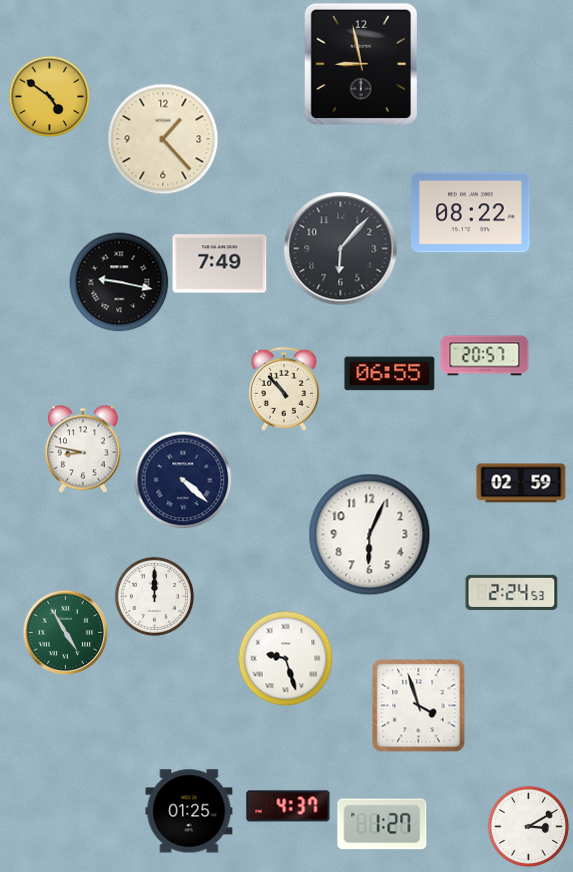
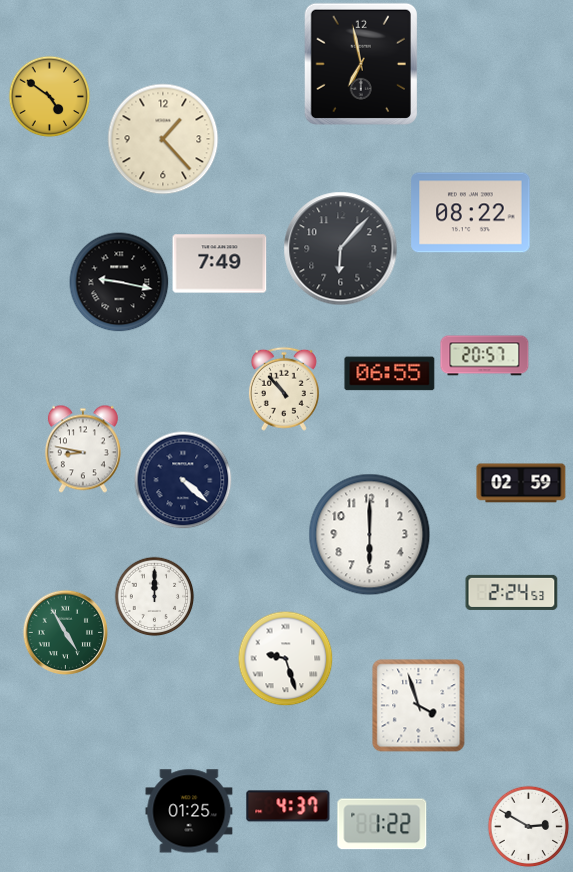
clock at (361, 63): 8:58 -> 6:58
clock at (370, 535): 6:04 -> 6:00
clock at (382, 824): 1:27 -> 1:22
clock at (528, 826): 3:10 -> 2:50
